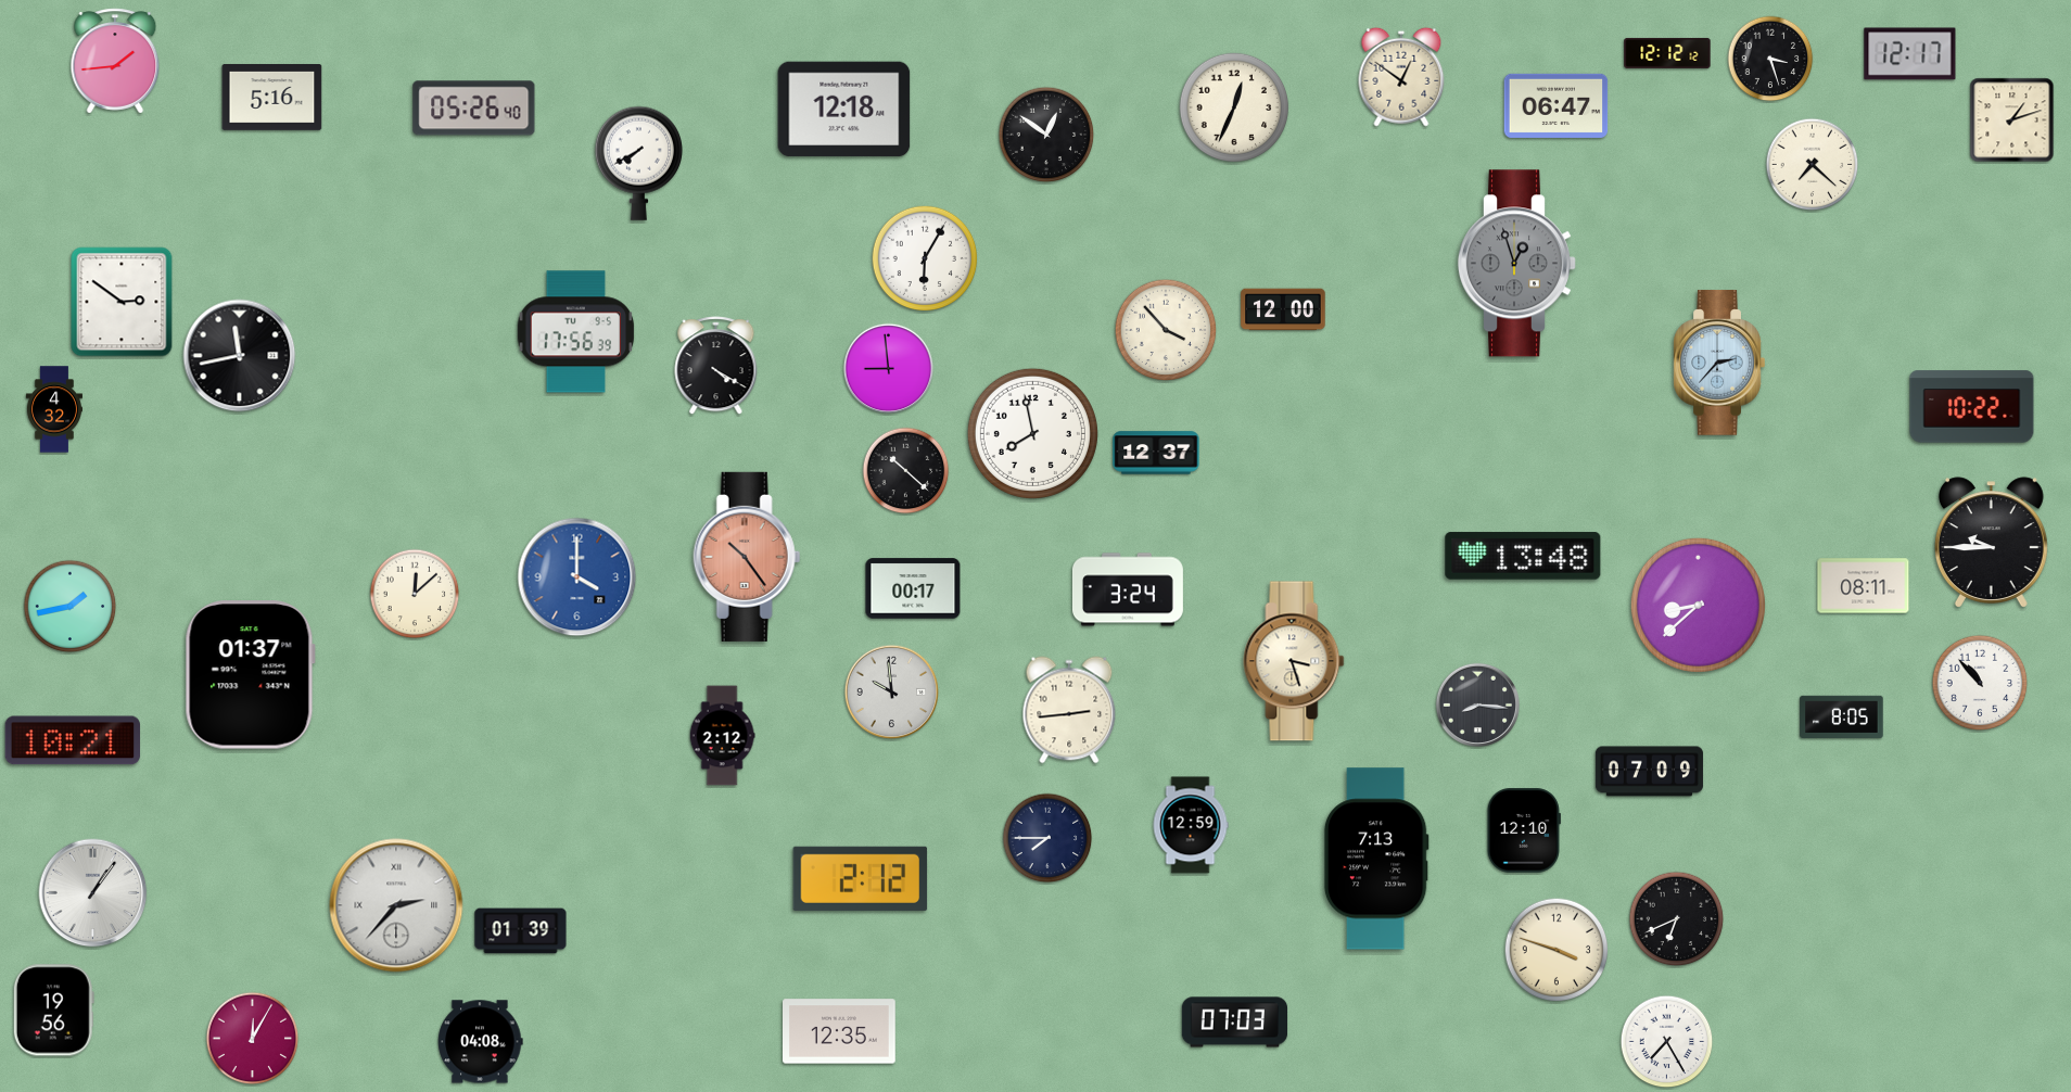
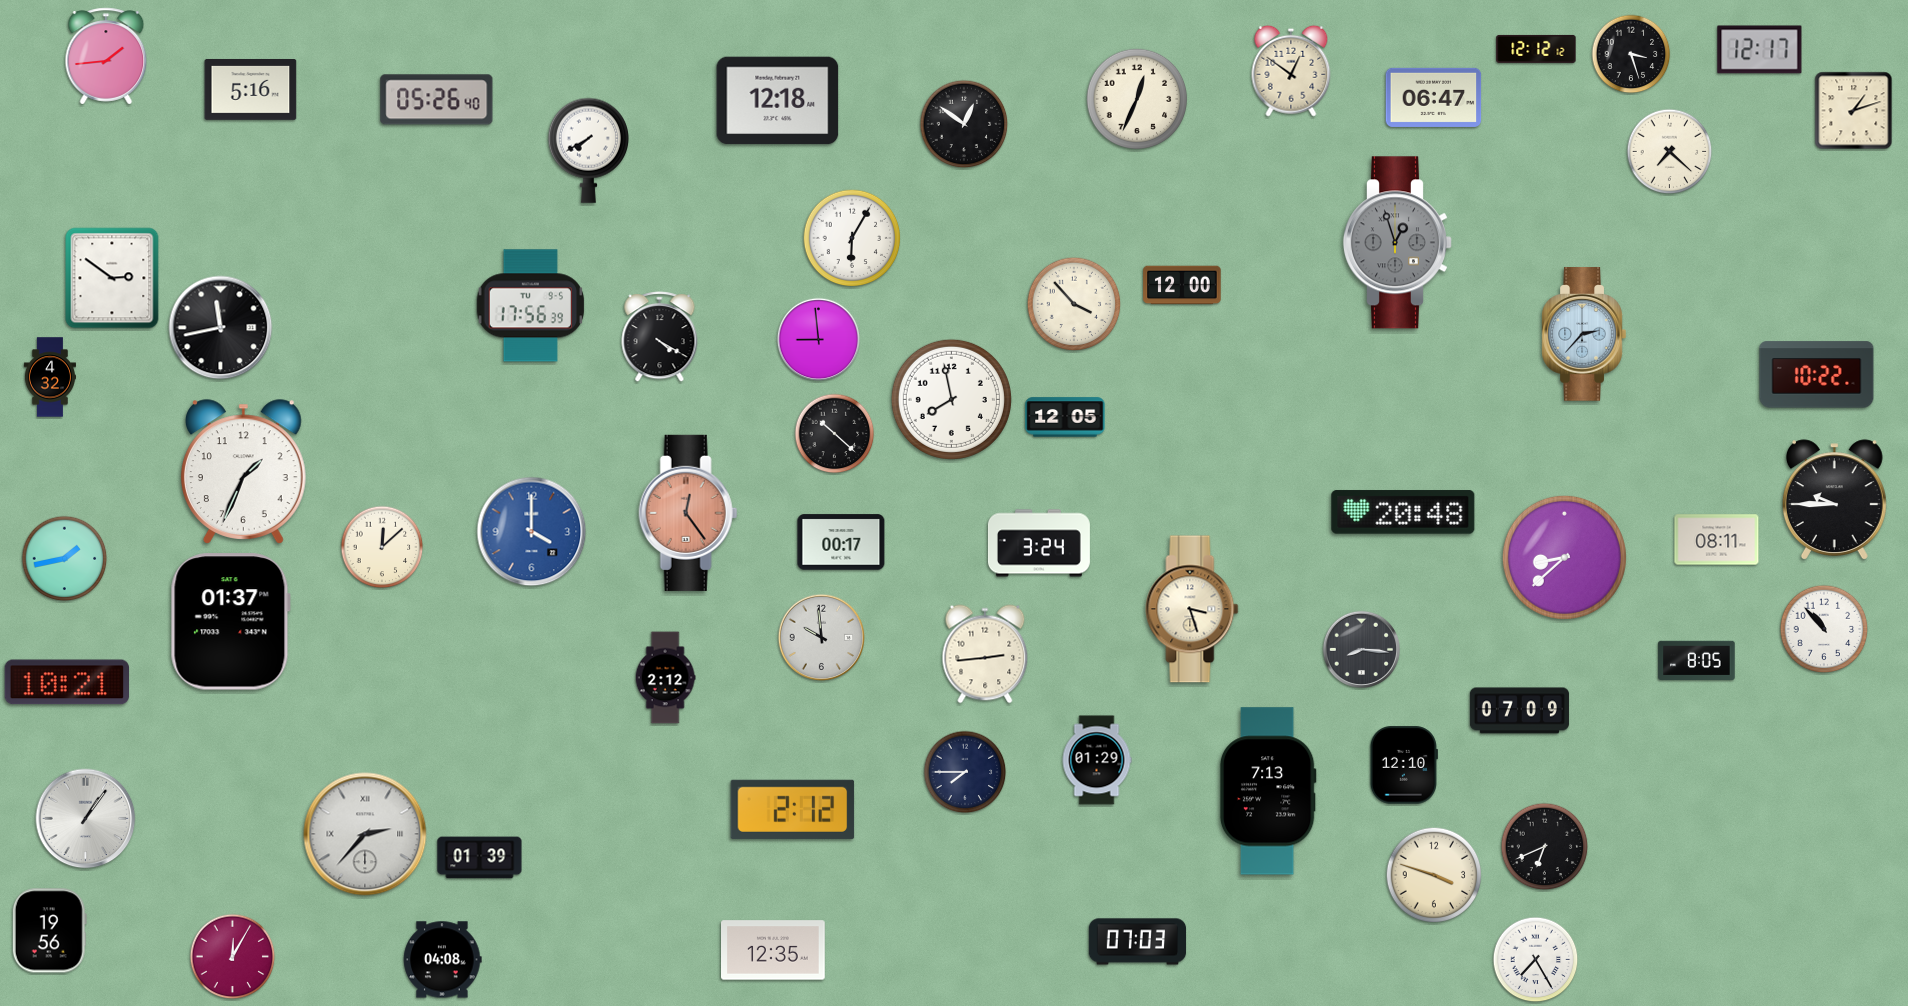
clock at (1156, 453): 12:37 -> 12:05
clock at (243, 472): none -> 1:34
clock at (1523, 556): 13:48 -> 20:48
clock at (747, 557): 10:24 -> 12:24
clock at (1191, 825): 12:59 -> 01:29
clock at (93, 893) position: (93, 893) -> (86, 819)
